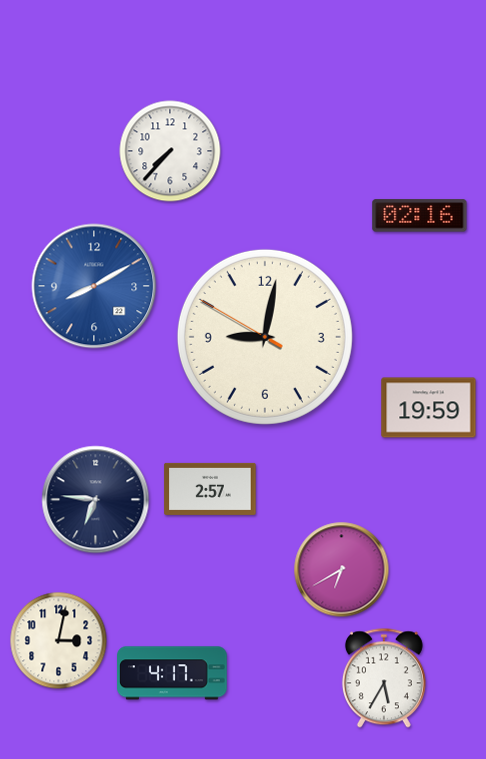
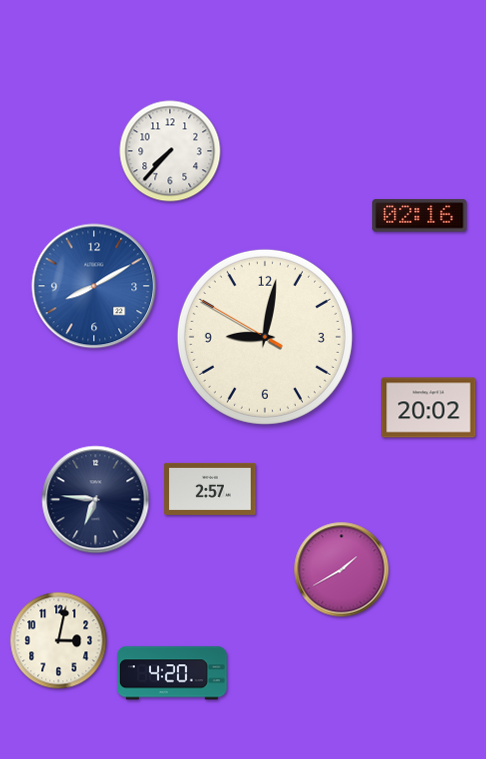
clock at (429, 408): 19:59 -> 20:02
clock at (342, 570): 6:40 -> 1:40
clock at (172, 673): 4:17 -> 4:20
clock at (384, 678): 5:35 -> none
